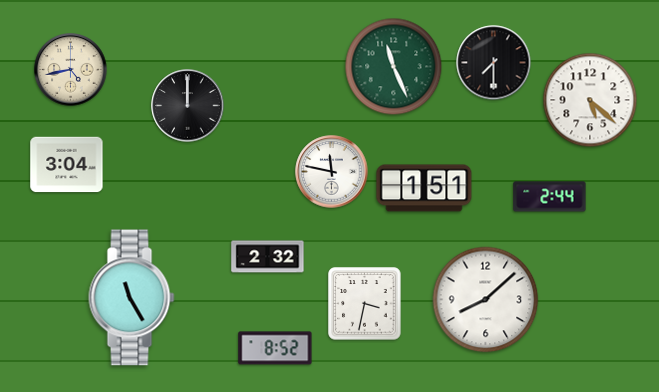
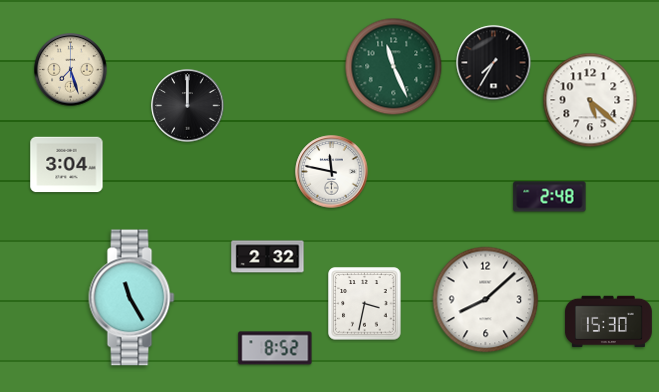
clock at (494, 63): 7:30 -> 7:35
clock at (71, 70): 4:43 -> 7:27
clock at (424, 188): 1:51 -> none
clock at (550, 197): 2:44 -> 2:48
clock at (608, 322): none -> 15:30
